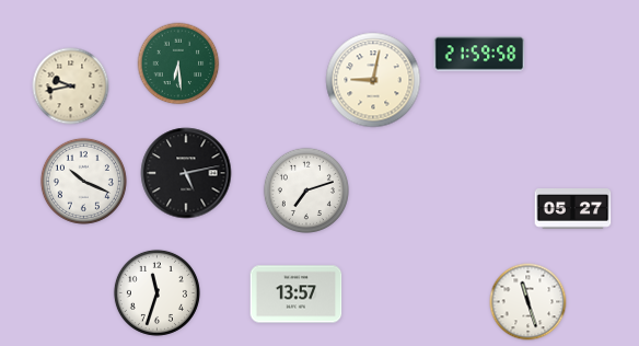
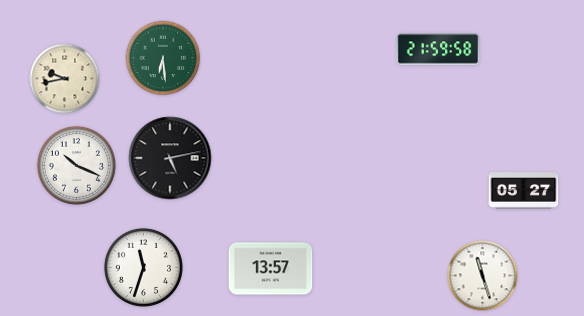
clock at (373, 80): 9:02 -> none
clock at (306, 191): 7:12 -> none
